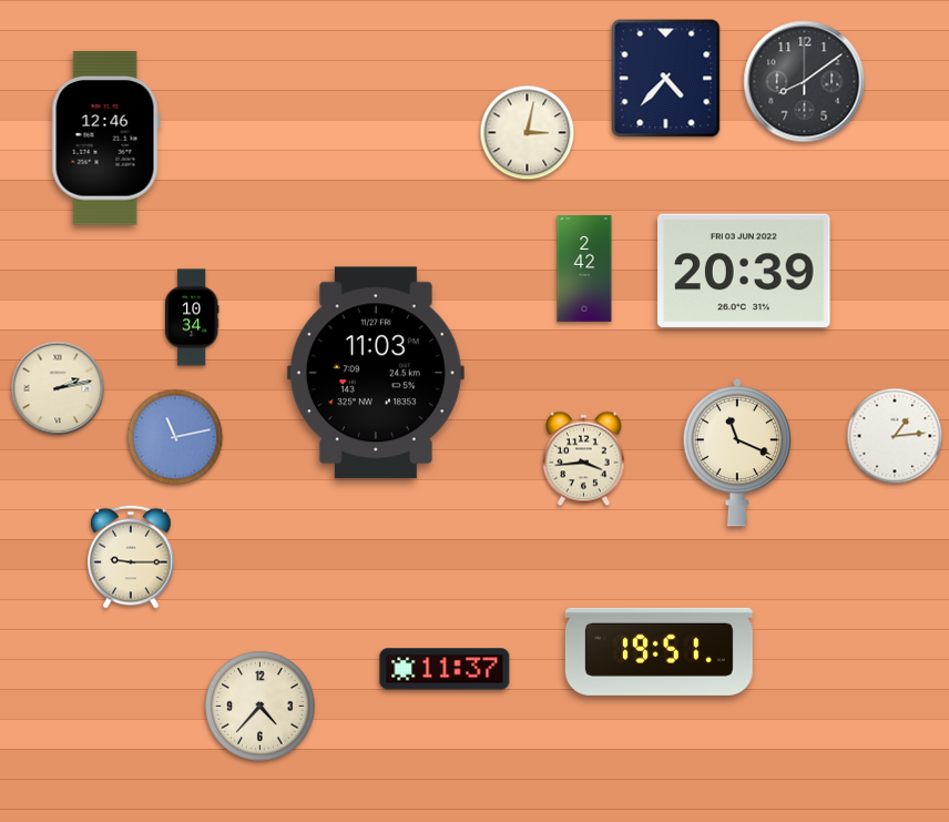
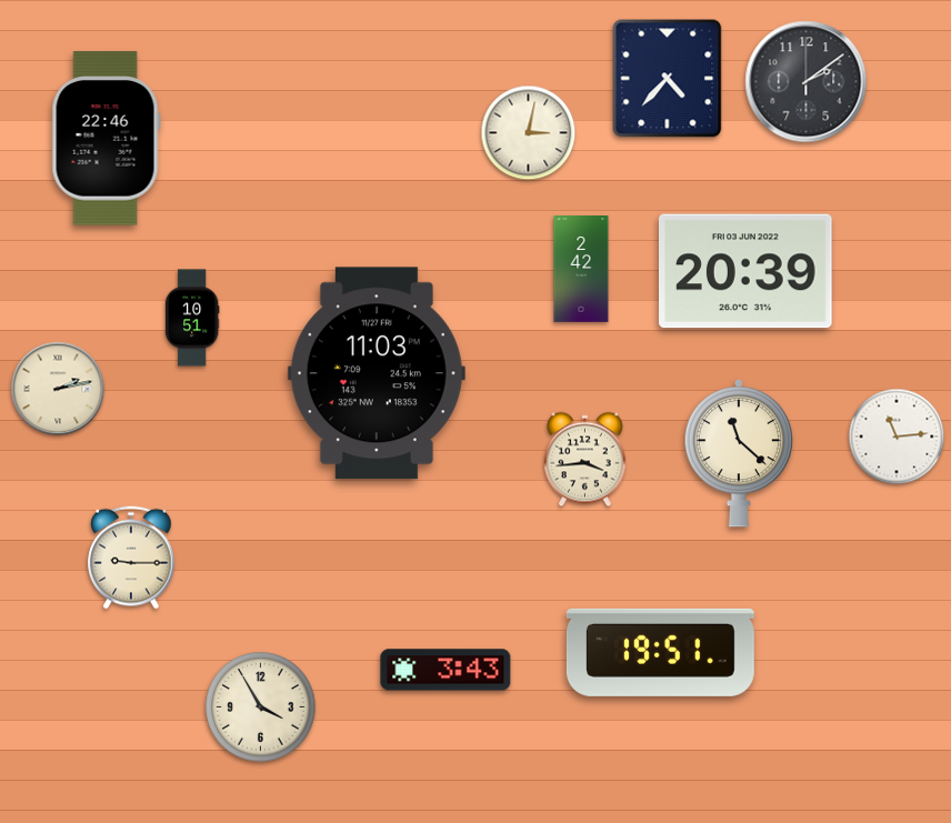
clock at (805, 82): 8:09 -> 2:09
clock at (105, 139): 12:46 -> 22:46
clock at (584, 270) position: (584, 270) -> (581, 270)
clock at (192, 317): 10:34 -> 10:51
clock at (895, 436): 1:14 -> 11:14
clock at (175, 437): 11:13 -> none
clock at (736, 453): 11:19 -> 11:22
clock at (445, 669): 11:37 -> 3:43
clock at (261, 707): 4:37 -> 3:55
